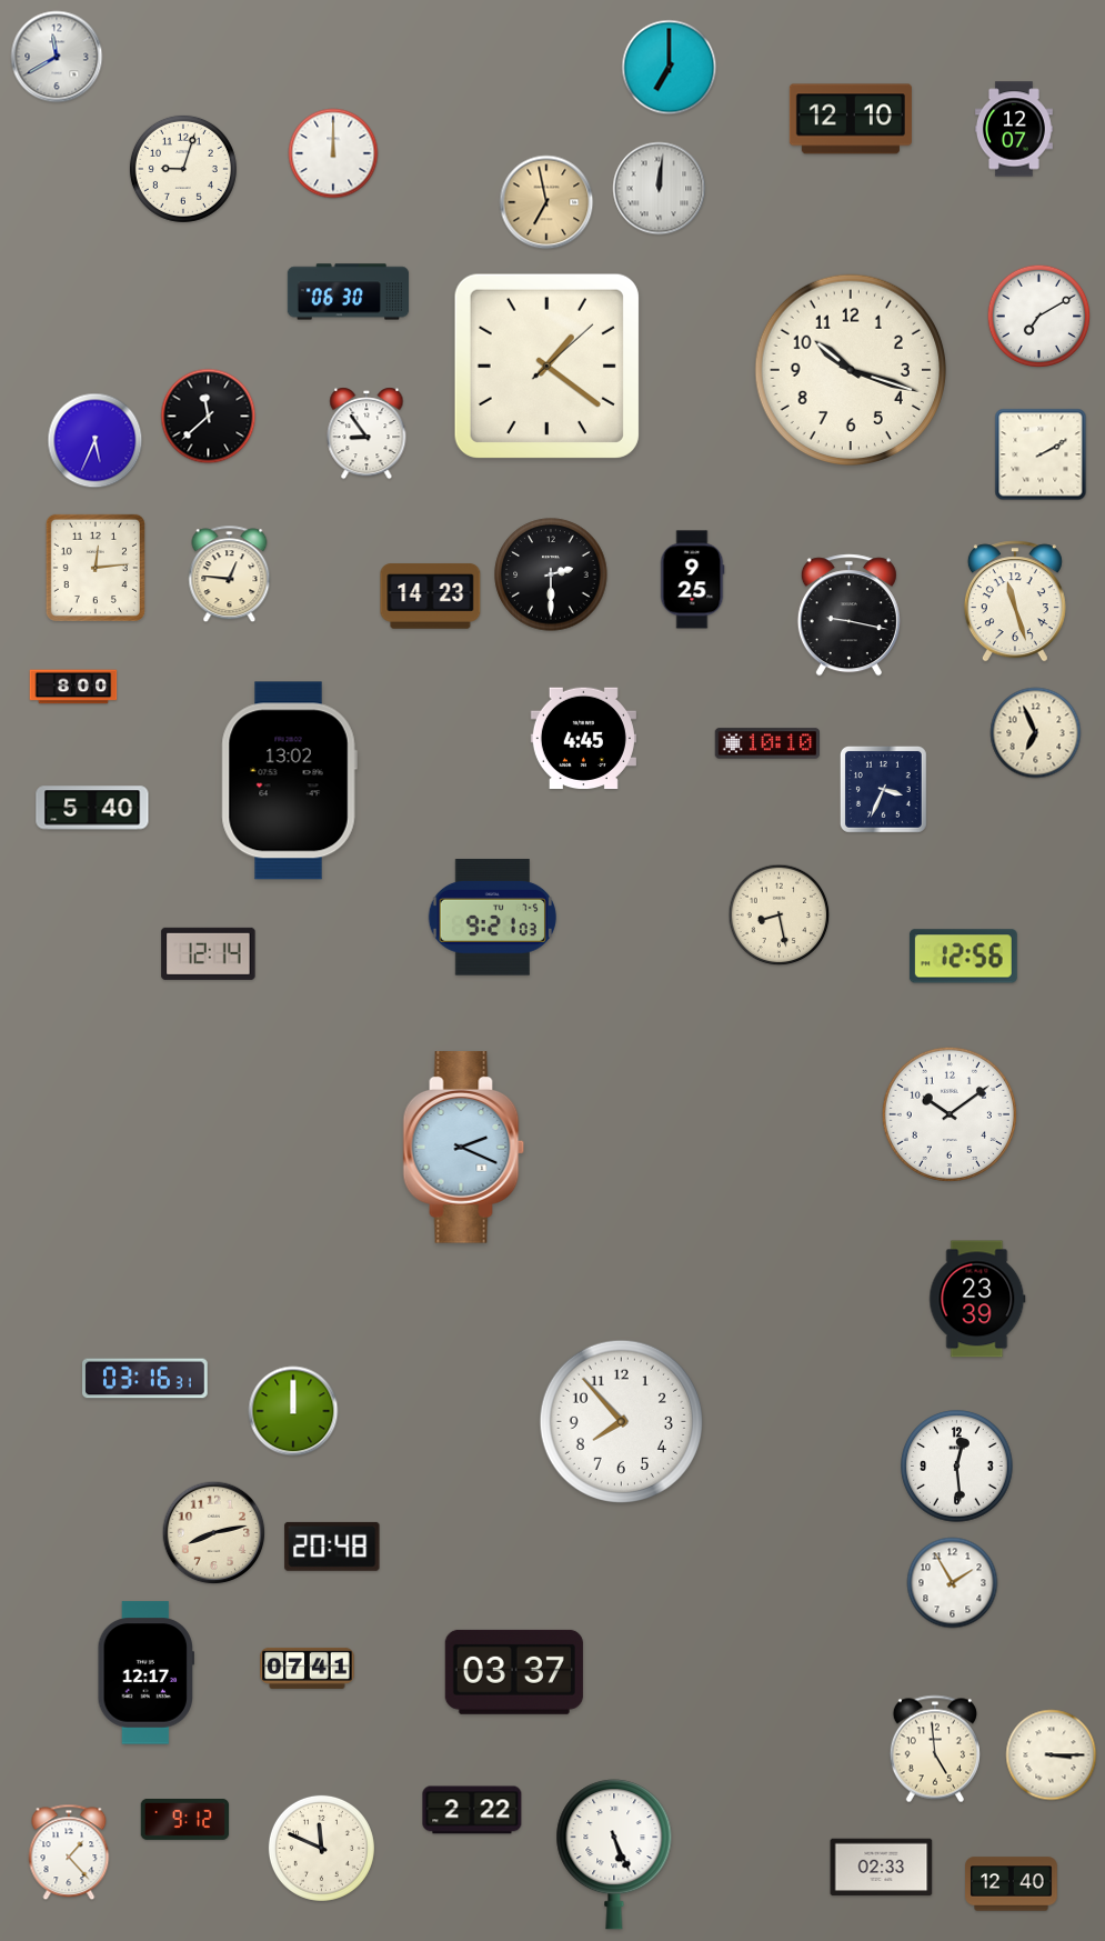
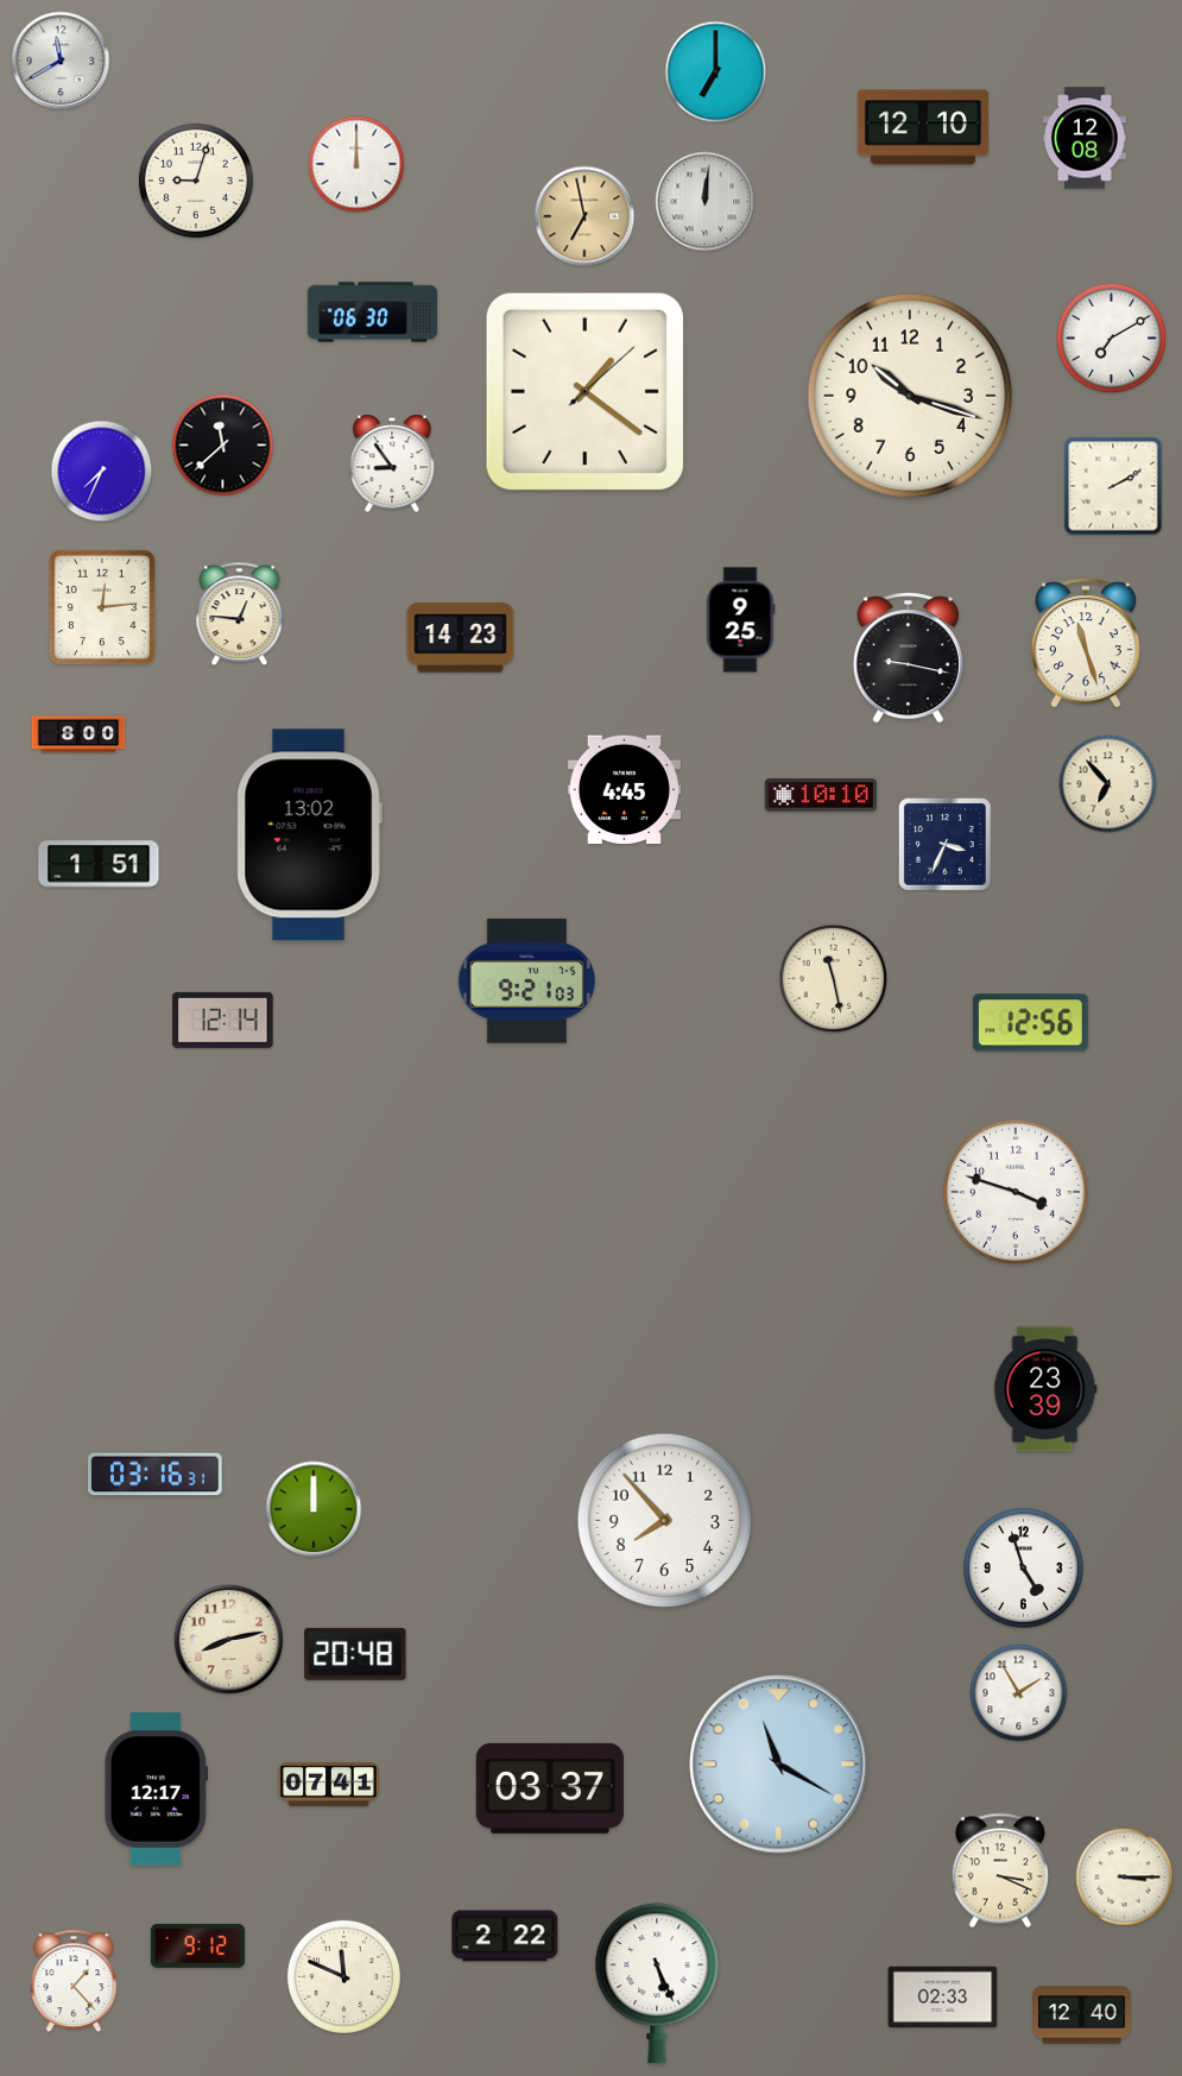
clock at (851, 119) position: (851, 119) -> (923, 127)
clock at (1014, 129): 12:07 -> 12:08
clock at (96, 441): 5:34 -> 7:34
clock at (230, 574) position: (230, 574) -> (240, 614)
clock at (551, 574): 2:30 -> none
clock at (1036, 733): 6:56 -> 6:53
clock at (92, 808): 5:40 -> 1:51
clock at (780, 916): 8:28 -> 11:28
clock at (950, 1114): 10:09 -> 3:48
clock at (464, 1148): 2:19 -> none
clock at (957, 1467): 12:29 -> 4:57
clock at (779, 1765): none -> 11:20
clock at (935, 1749): 4:59 -> 3:19
